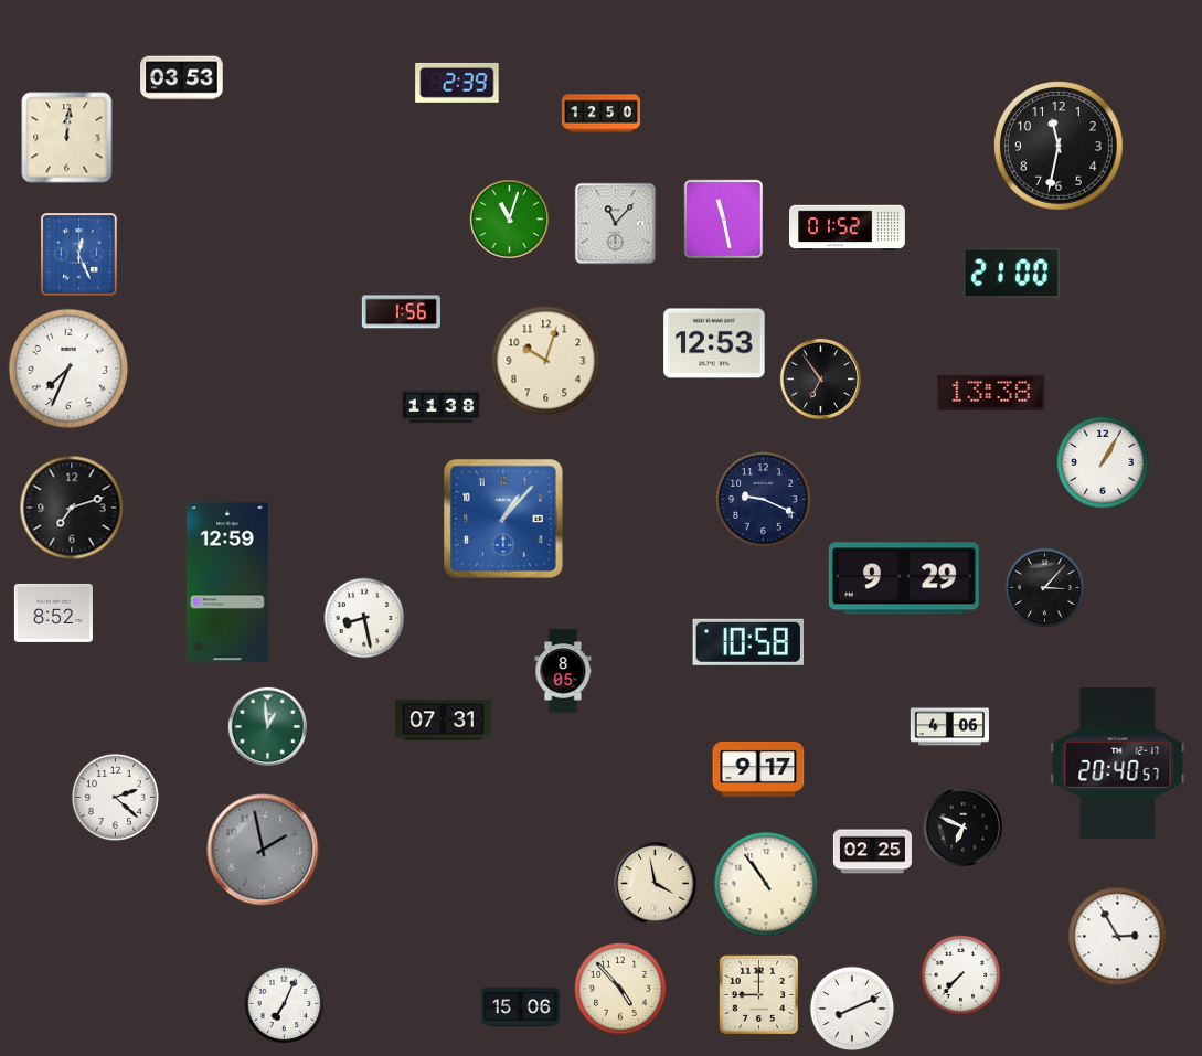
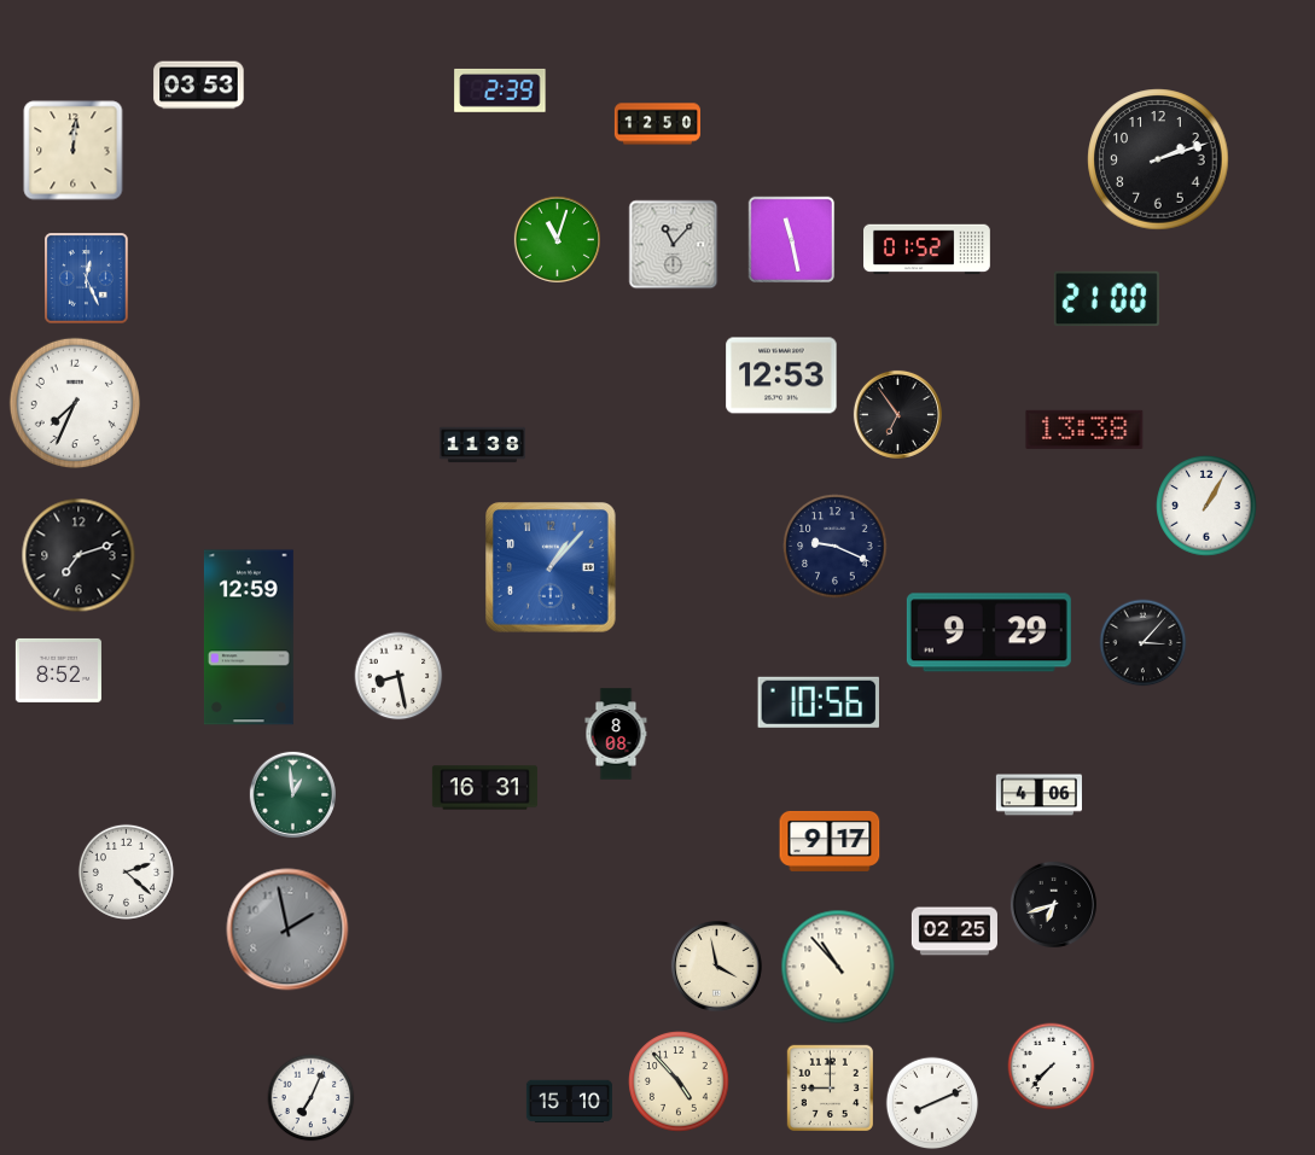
clock at (1059, 146): 11:32 -> 2:12
clock at (401, 312): 1:56 -> none
clock at (546, 361): 10:03 -> none
clock at (747, 642): 10:58 -> 10:56
clock at (563, 671): 8:05 -> 8:08
clock at (443, 721): 07:31 -> 16:31
clock at (1118, 762): 20:40 -> none
clock at (962, 826): 6:49 -> 6:42
clock at (766, 884): 10:54 -> 10:53
clock at (1118, 937): 2:55 -> none
clock at (520, 1007): 15:06 -> 15:10
